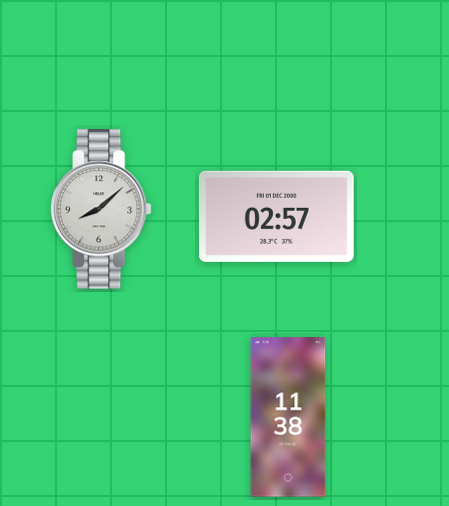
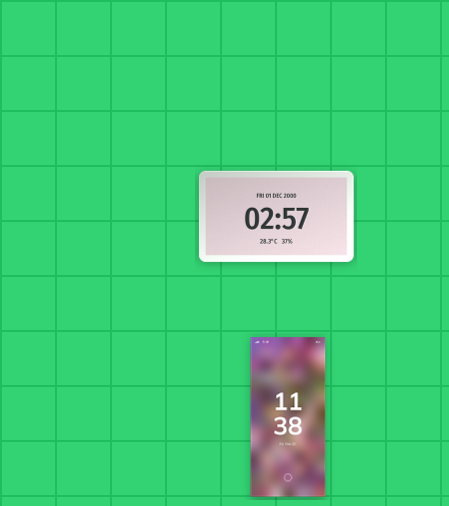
clock at (102, 209): 8:08 -> none
